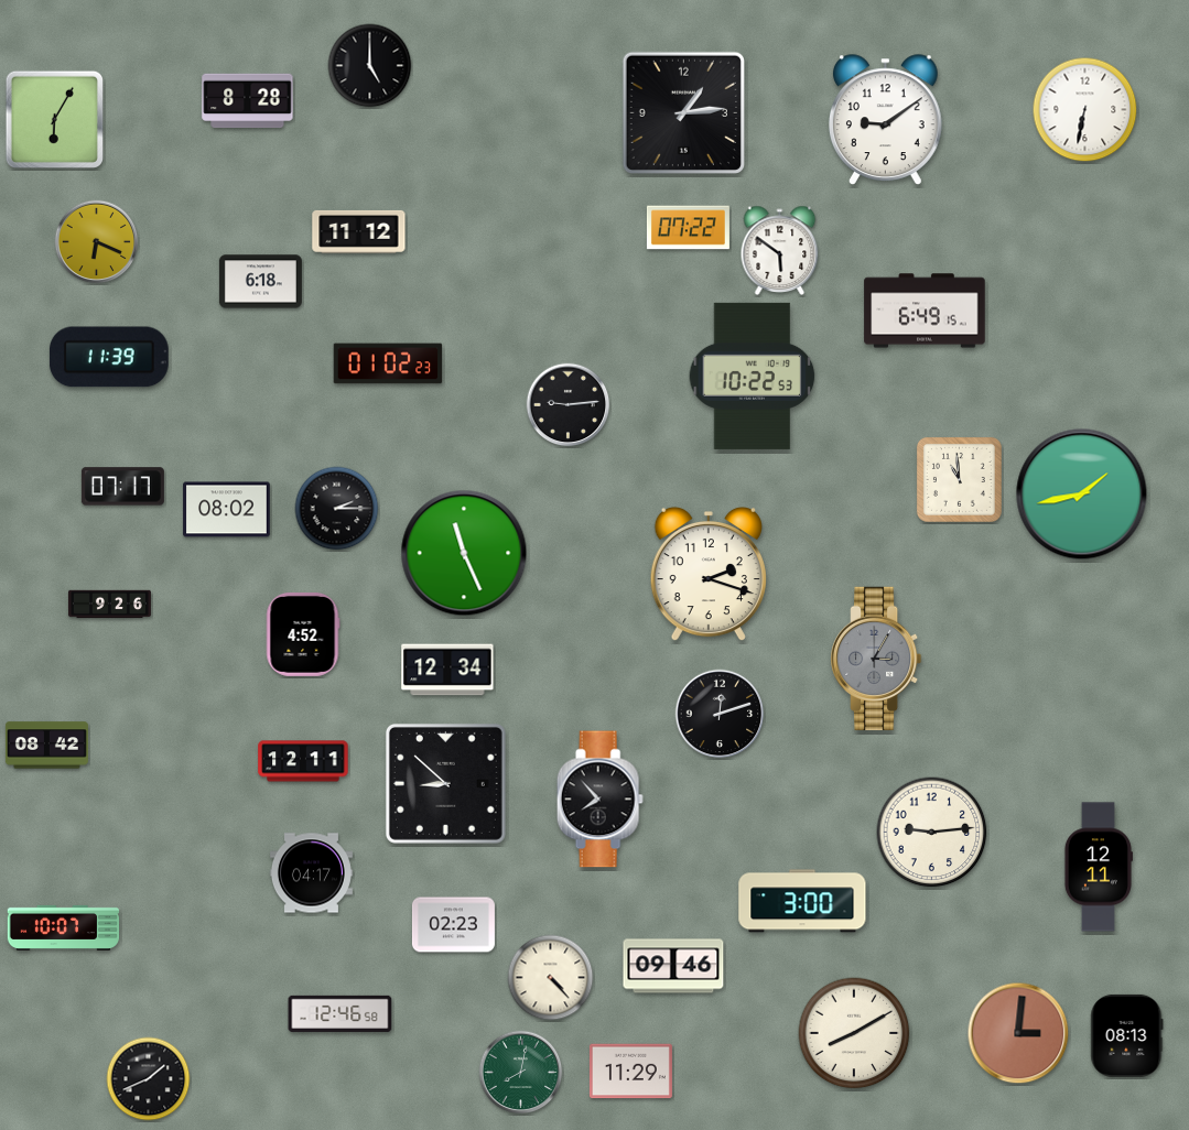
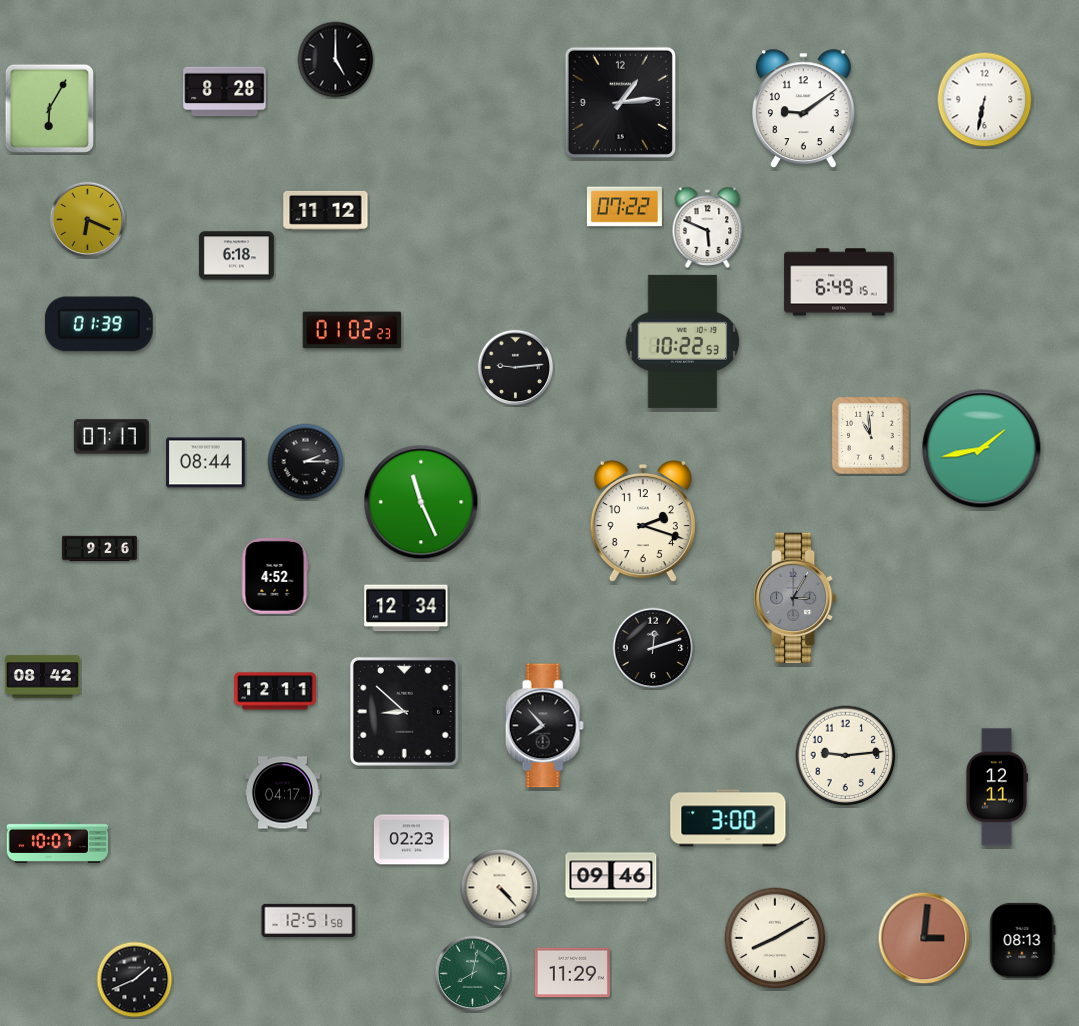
clock at (780, 250): 5:51 -> 5:49
clock at (109, 357): 11:39 -> 01:39
clock at (122, 487) position: (122, 487) -> (111, 437)
clock at (227, 510): 08:02 -> 08:44
clock at (341, 1013): 12:46 -> 12:51
